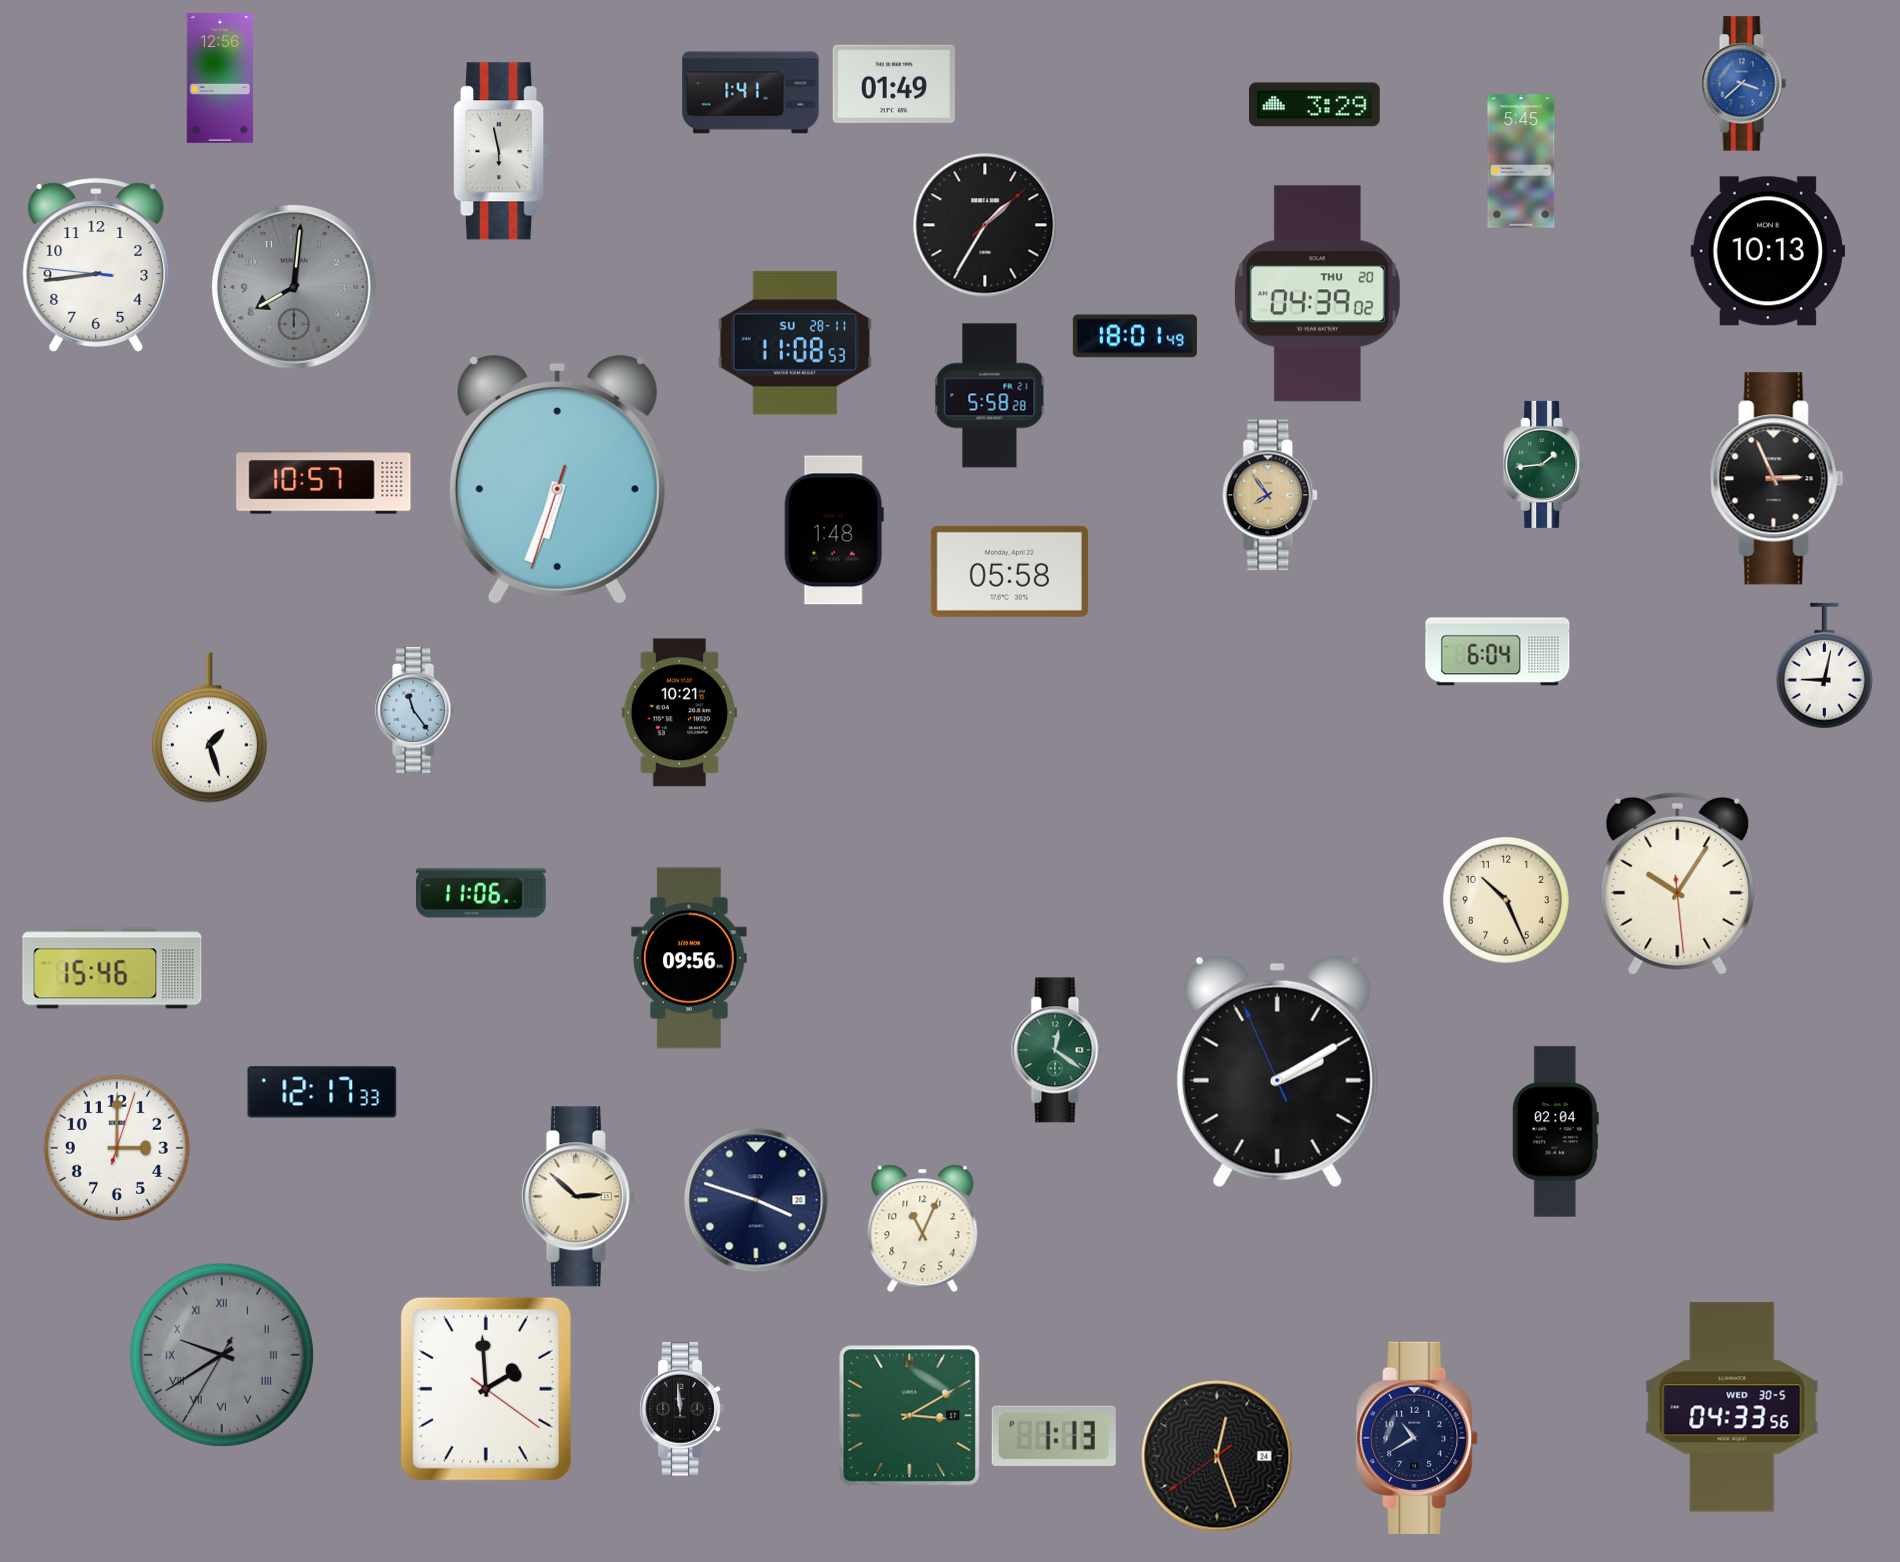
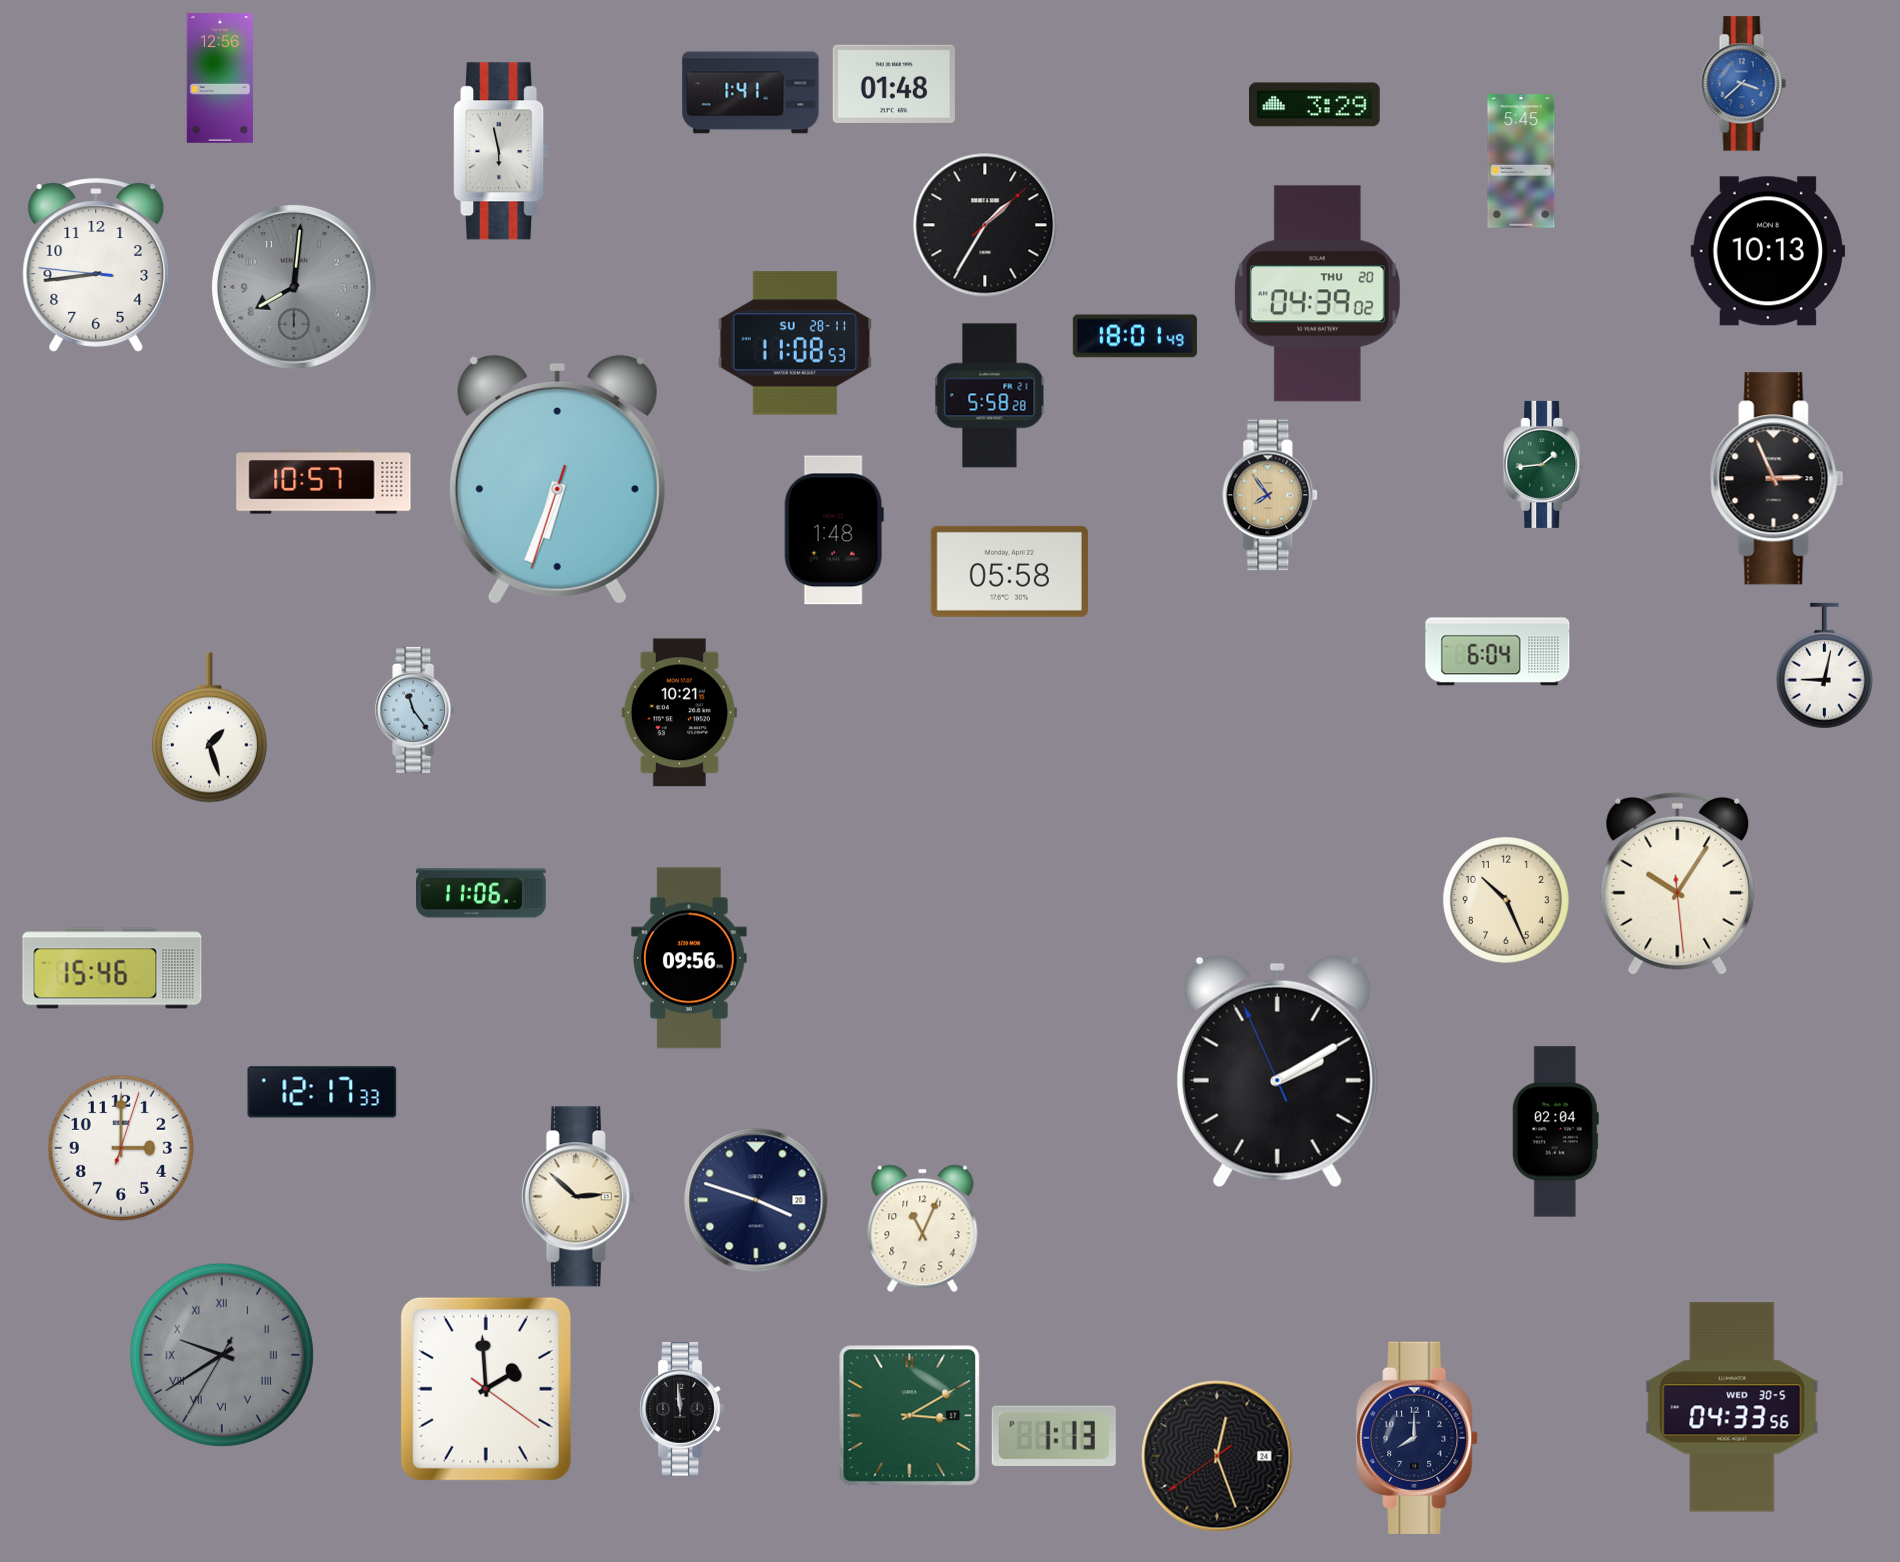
clock at (894, 84): 01:49 -> 01:48
clock at (1057, 1050): 12:21 -> none
clock at (117, 1148) position: (117, 1148) -> (121, 1148)
clock at (1417, 1438): 10:40 -> 8:00
